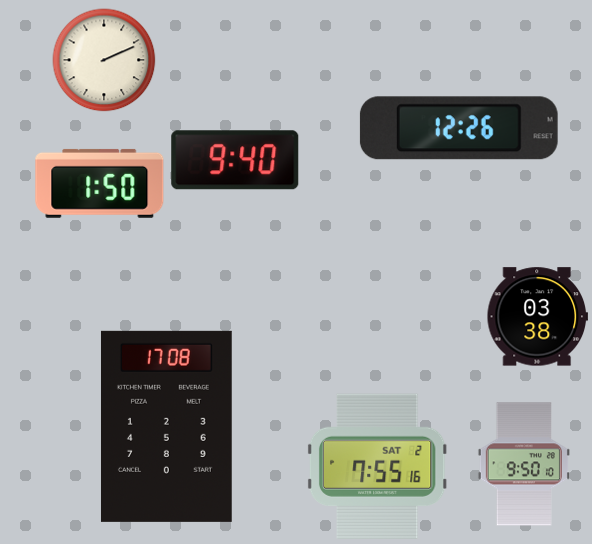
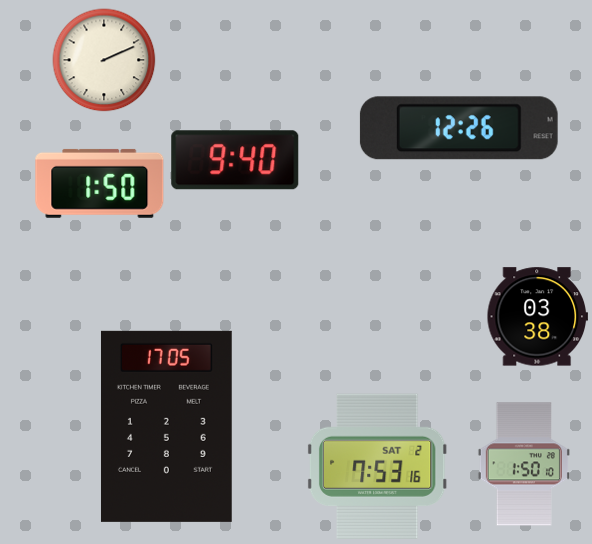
clock at (166, 426): 17:08 -> 17:05
clock at (524, 464): 9:50 -> 1:50
clock at (377, 466): 7:55 -> 7:53
